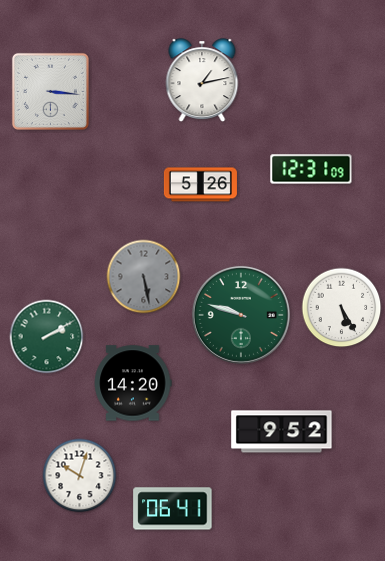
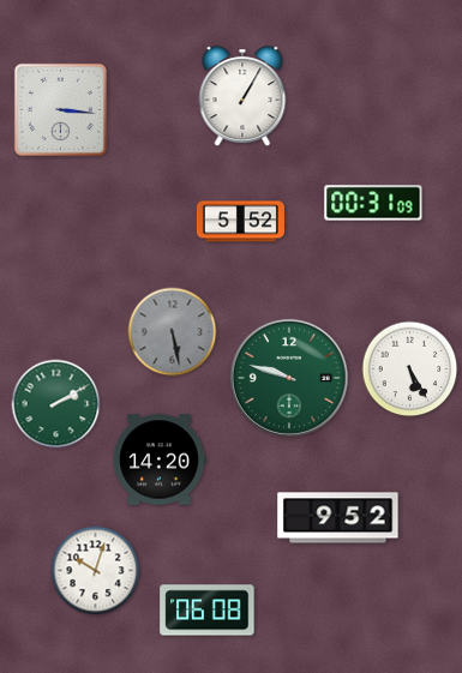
clock at (202, 80): 1:13 -> 1:05
clock at (311, 169): 12:31 -> 00:31
clock at (200, 185): 5:26 -> 5:52
clock at (173, 509): 06:41 -> 06:08
